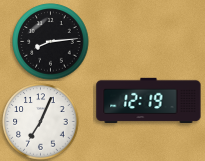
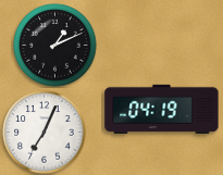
clock at (51, 42): 8:14 -> 1:11
clock at (149, 100): 12:19 -> 04:19
